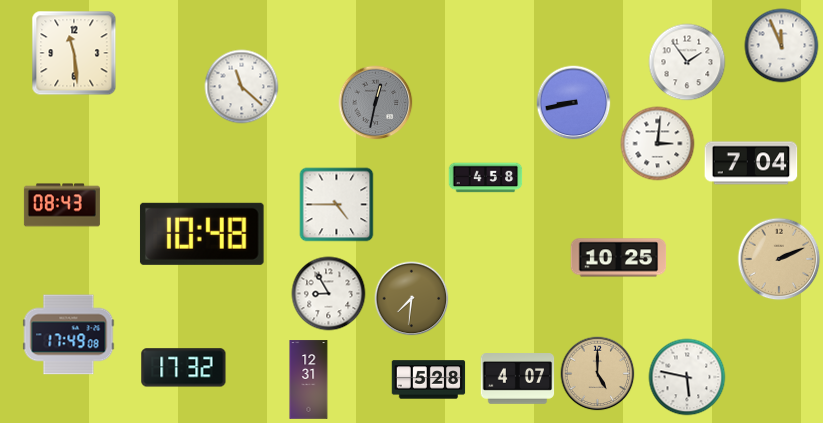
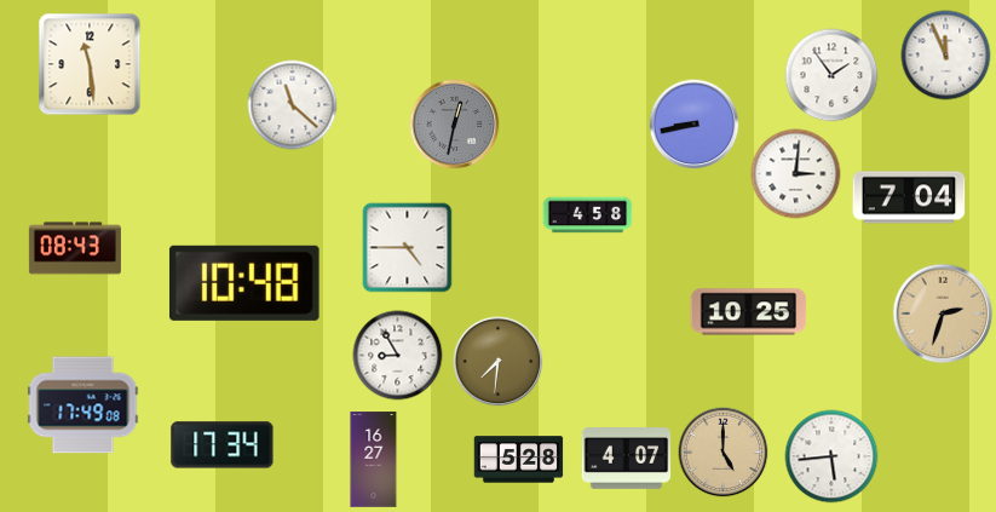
clock at (779, 259): 2:11 -> 2:33
clock at (184, 368): 17:32 -> 17:34
clock at (687, 377): 5:47 -> 5:44
clock at (309, 380): 12:31 -> 16:27
